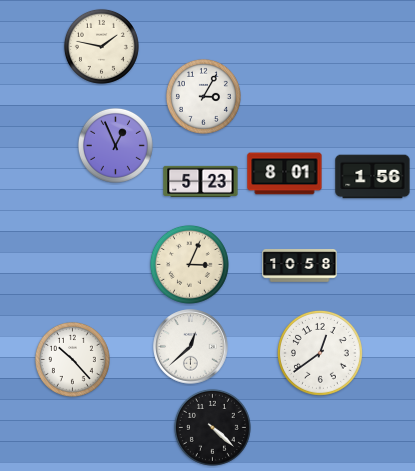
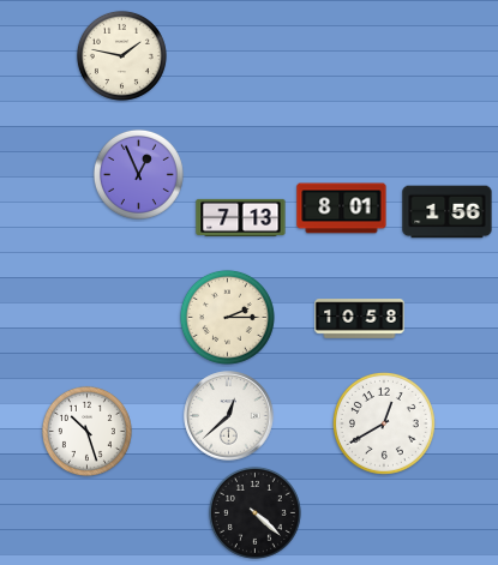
clock at (203, 96): 3:05 -> none
clock at (201, 181): 5:23 -> 7:13
clock at (189, 264): 3:04 -> 2:15
clock at (320, 353): 12:39 -> 12:40
clock at (72, 359): 10:23 -> 10:27
